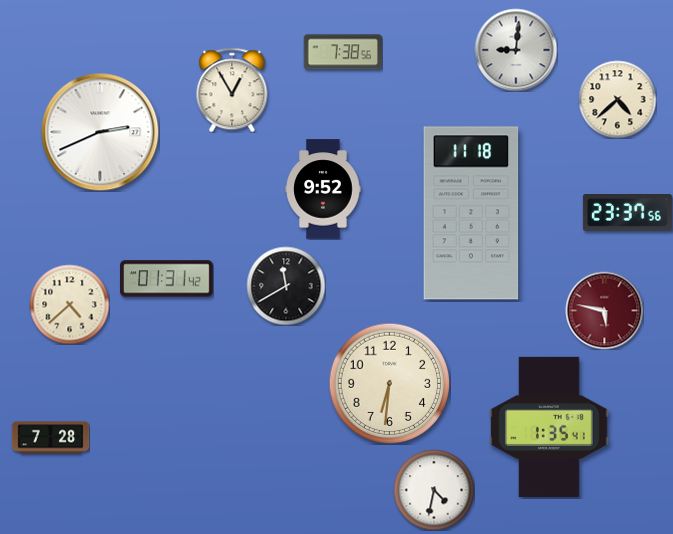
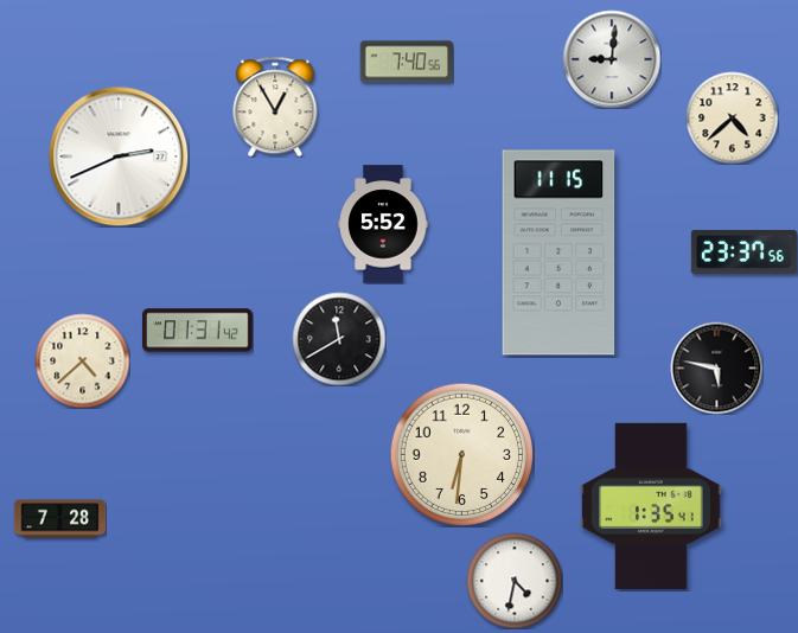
clock at (343, 52): 7:38 -> 7:40
clock at (323, 189): 9:52 -> 5:52
clock at (471, 213): 11:18 -> 11:15
clock at (604, 310) dial: burgundy -> black
